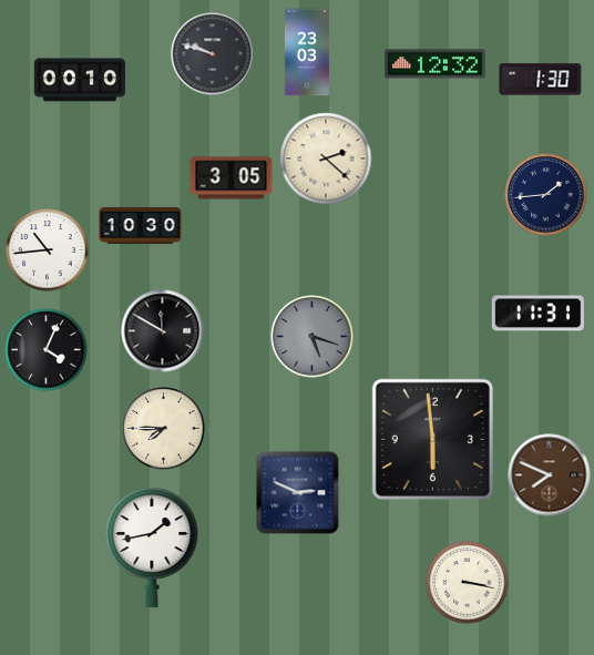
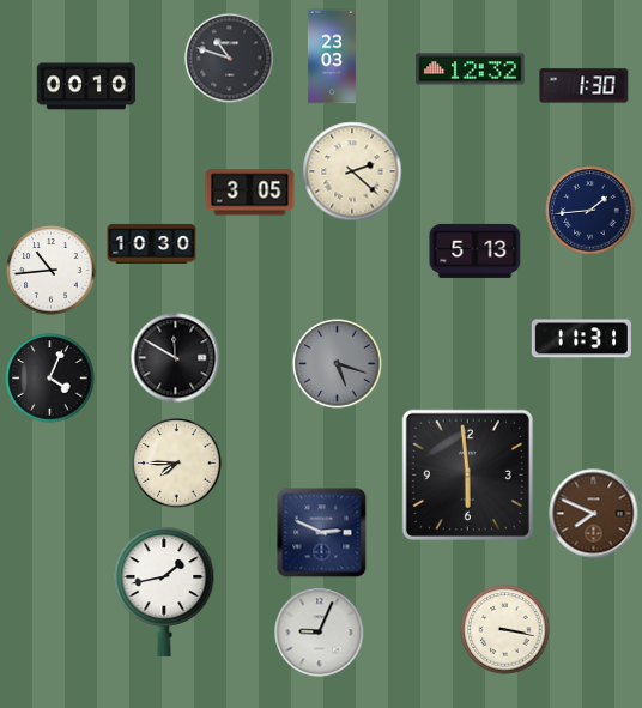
clock at (213, 54): 9:48 -> 10:48
clock at (476, 250): none -> 5:13
clock at (320, 633): none -> 9:04
